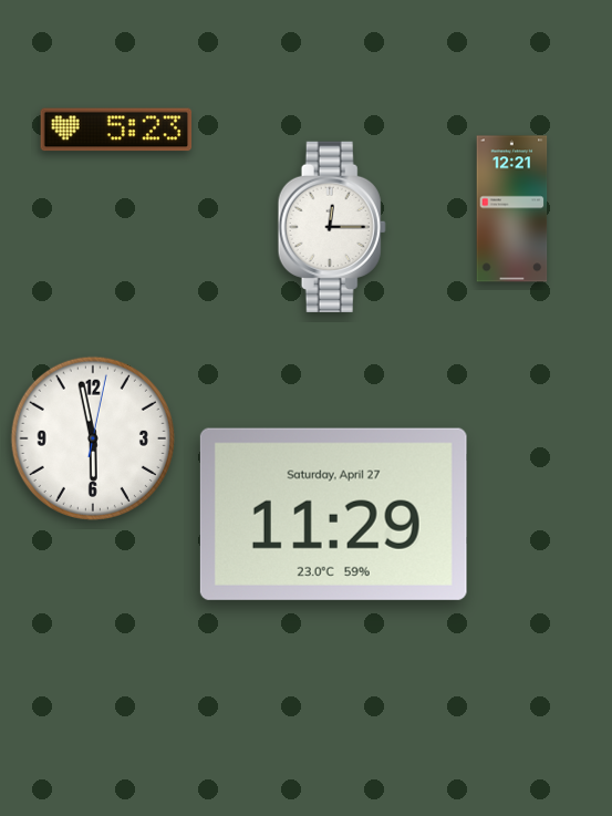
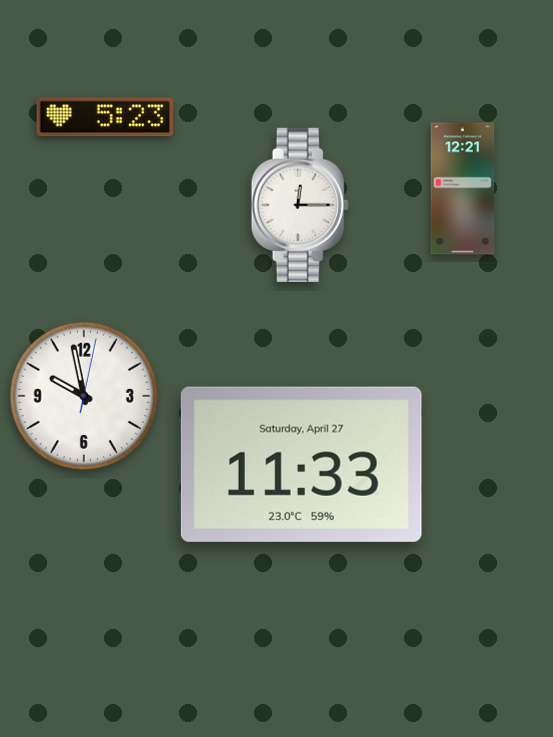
clock at (93, 438): 5:58 -> 9:58
clock at (333, 514): 11:29 -> 11:33
